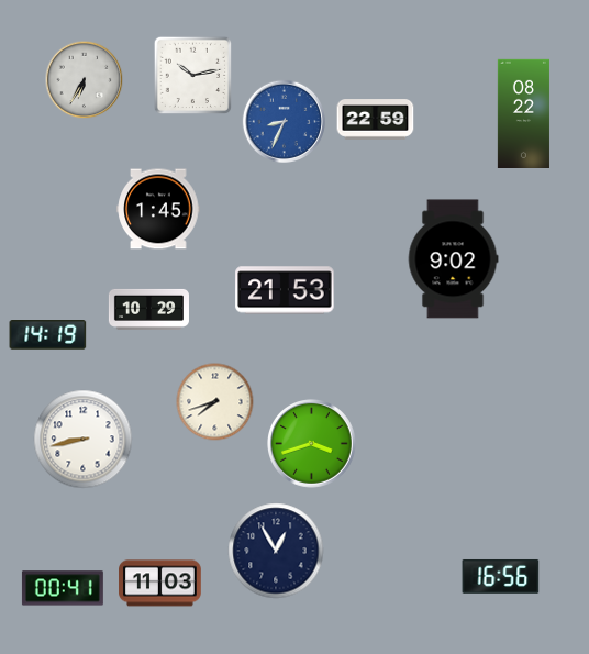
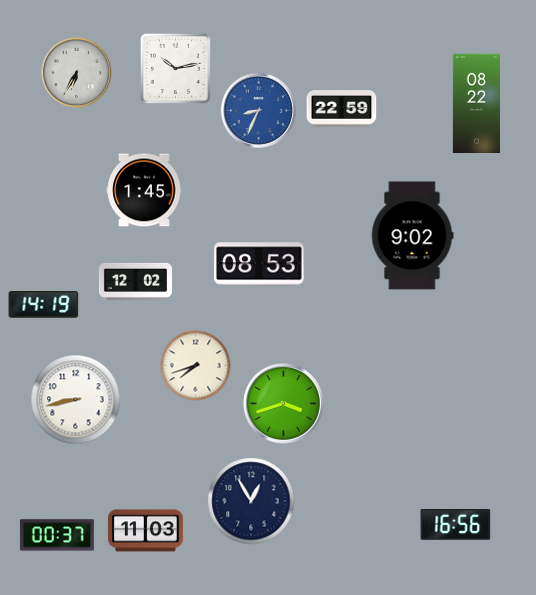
clock at (285, 290): 21:53 -> 08:53
clock at (148, 309): 10:29 -> 12:02
clock at (63, 588): 00:41 -> 00:37
